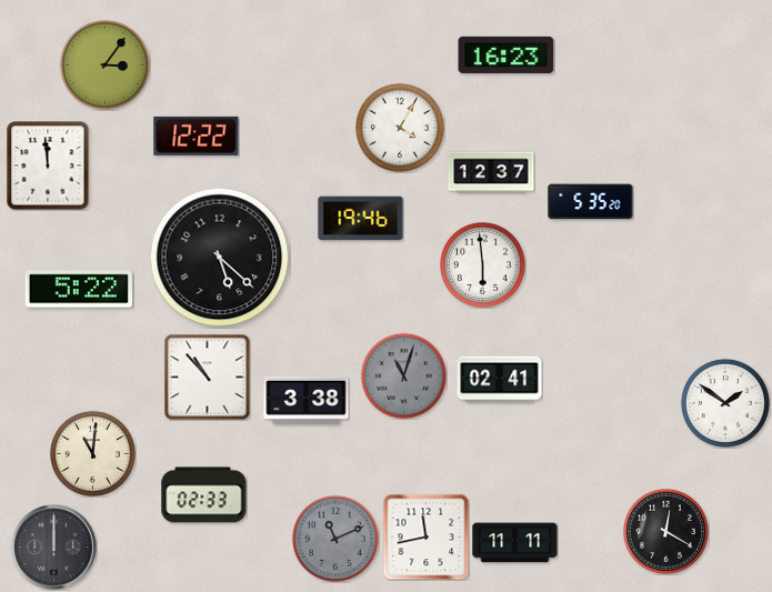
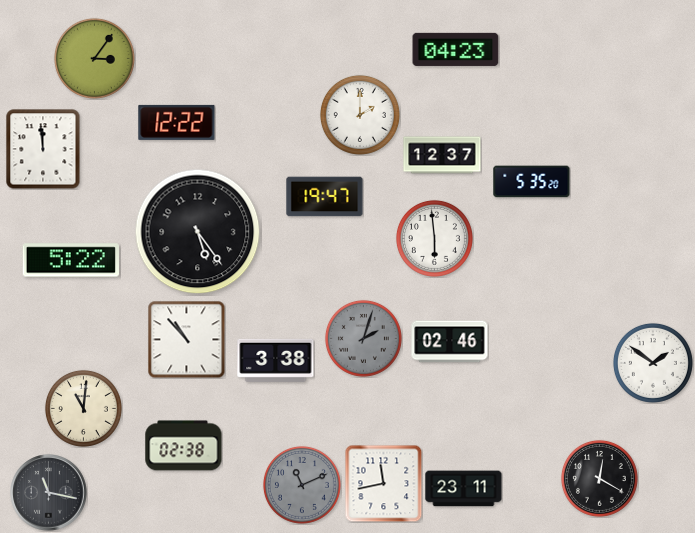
clock at (507, 54): 16:23 -> 04:23
clock at (400, 128): 4:05 -> 2:00
clock at (361, 219): 19:46 -> 19:47
clock at (220, 258): 5:22 -> 5:24
clock at (403, 375): 11:03 -> 2:03
clock at (500, 380): 02:41 -> 02:46
clock at (204, 495): 02:33 -> 02:38
clock at (515, 543): 11:11 -> 23:11
clock at (54, 548): 12:00 -> 11:17
